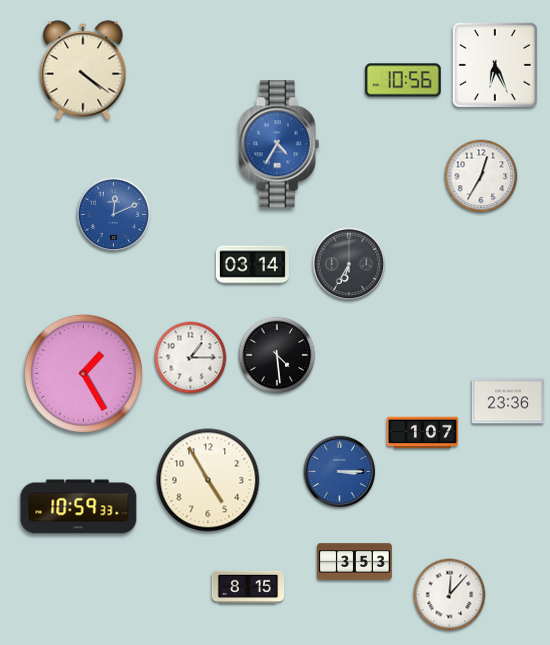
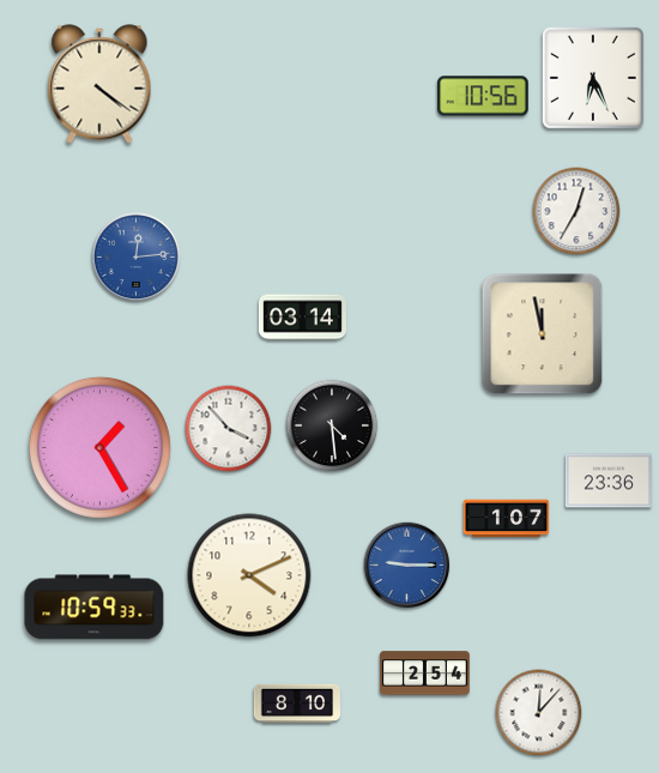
clock at (279, 144): 4:35 -> none
clock at (114, 215): 12:11 -> 12:14
clock at (349, 264): 6:35 -> none
clock at (543, 334): none -> 11:58
clock at (191, 358): 1:15 -> 3:53
clock at (340, 472): 3:15 -> 9:15
clock at (208, 480): 4:55 -> 4:11
clock at (355, 562): 3:53 -> 2:54
clock at (247, 587): 8:15 -> 8:10
